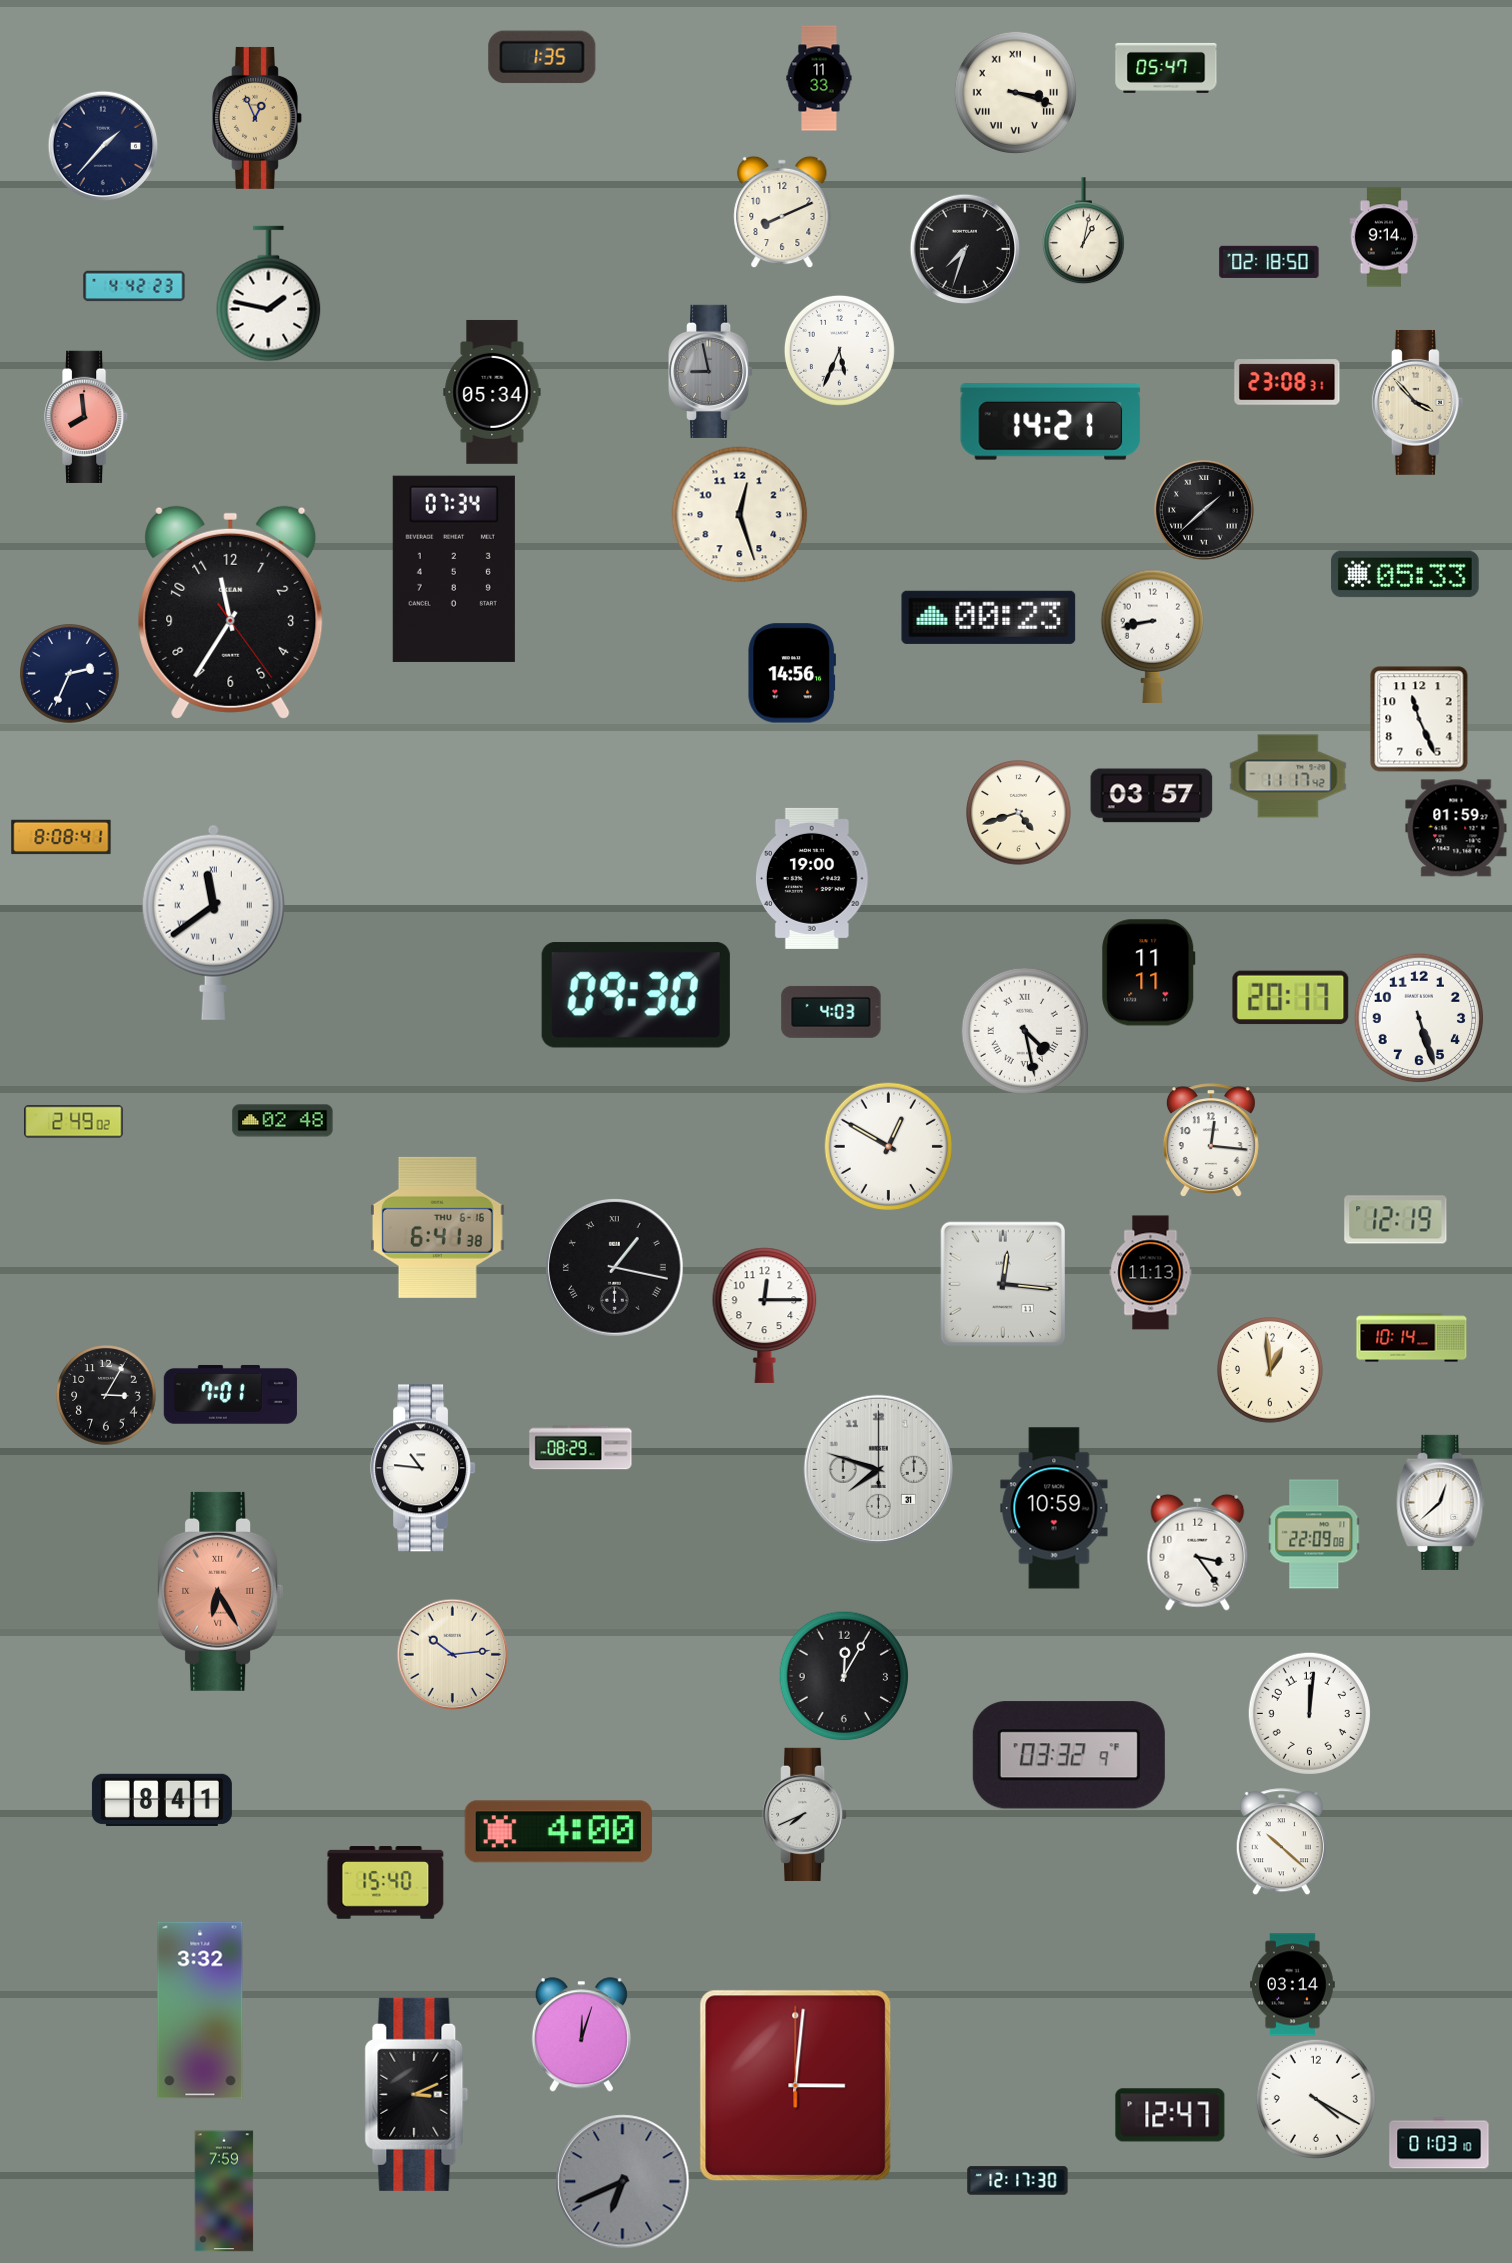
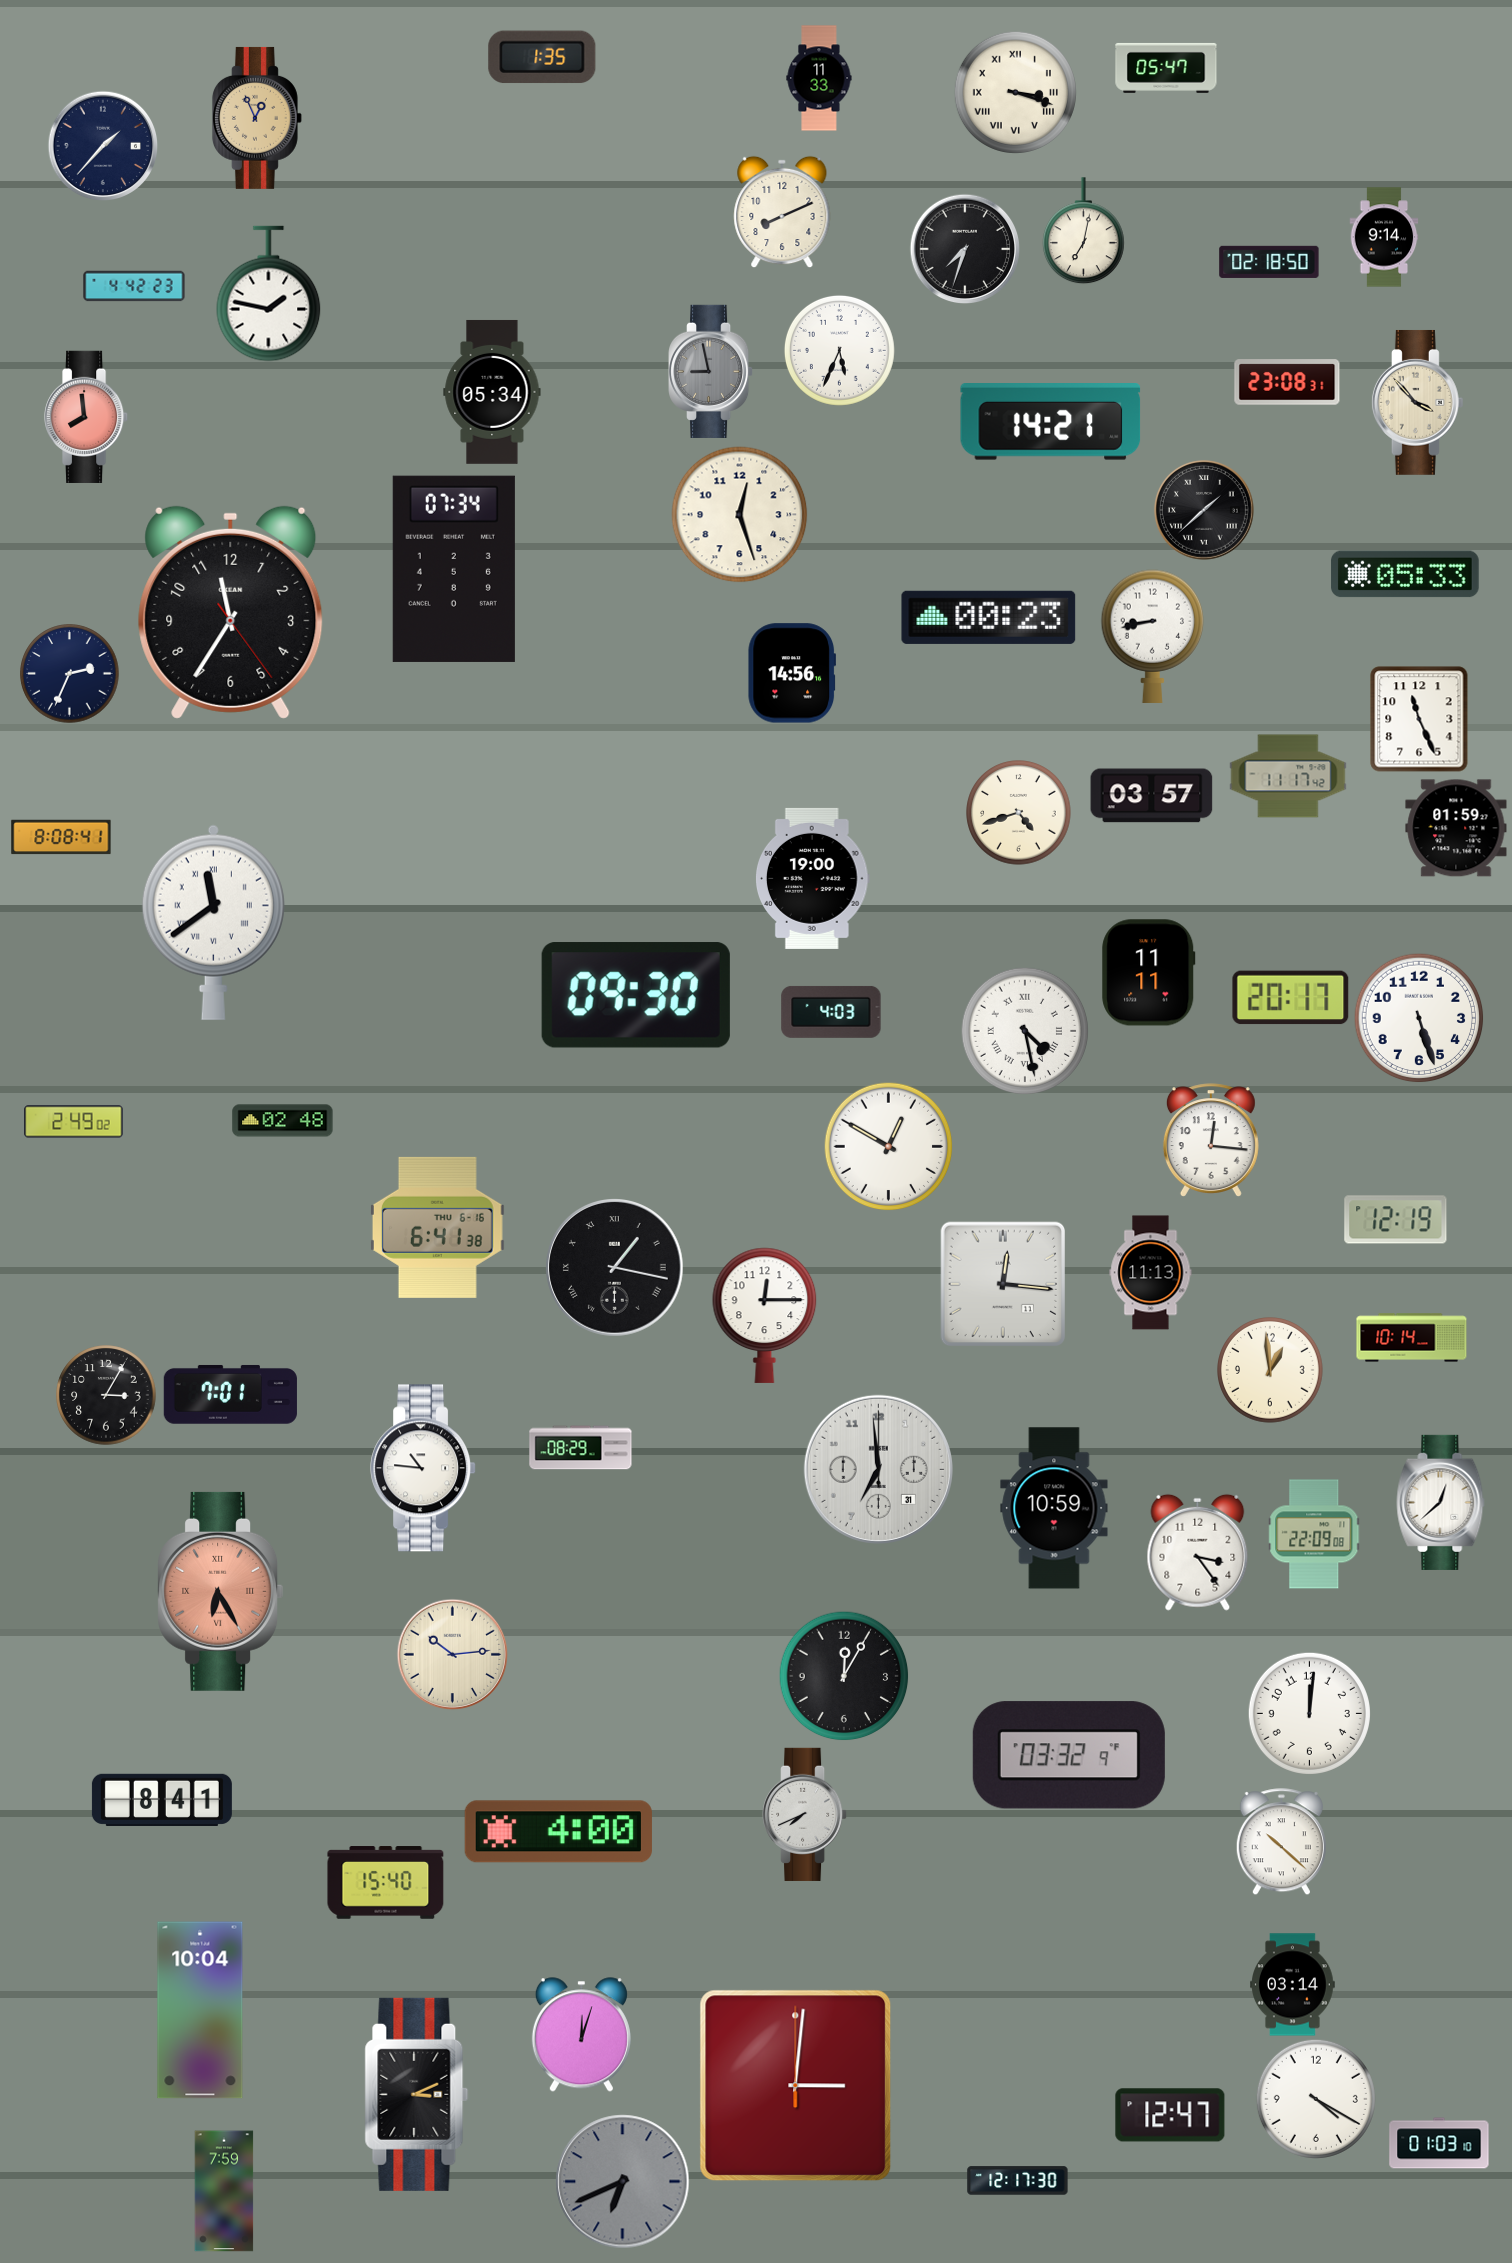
clock at (1083, 231): 1:02 -> 7:02
clock at (878, 1469): 7:48 -> 6:59
clock at (200, 2010): 3:32 -> 10:04
